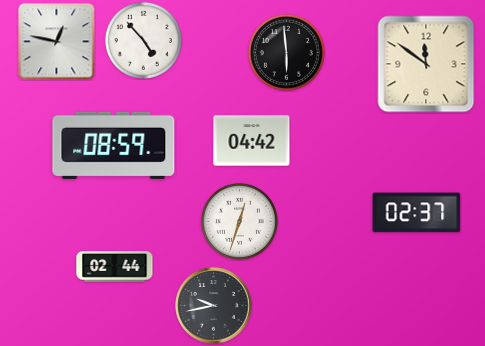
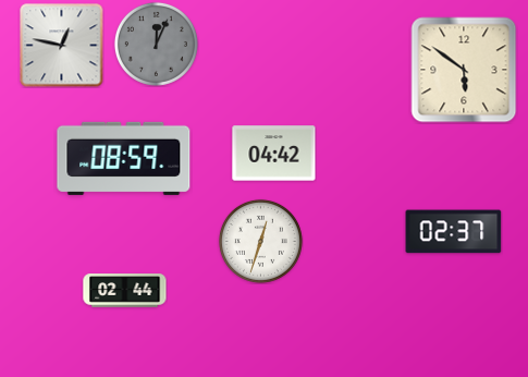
clock at (143, 40): 4:53 -> 12:04
clock at (143, 40) dial: white -> grey
clock at (286, 52): 5:59 -> none
clock at (426, 64): 11:51 -> 5:51
clock at (214, 306): 9:43 -> none
